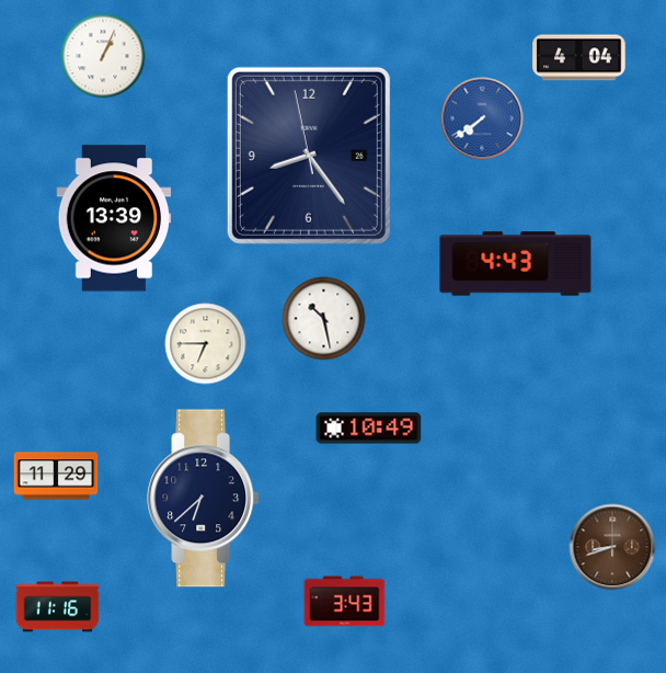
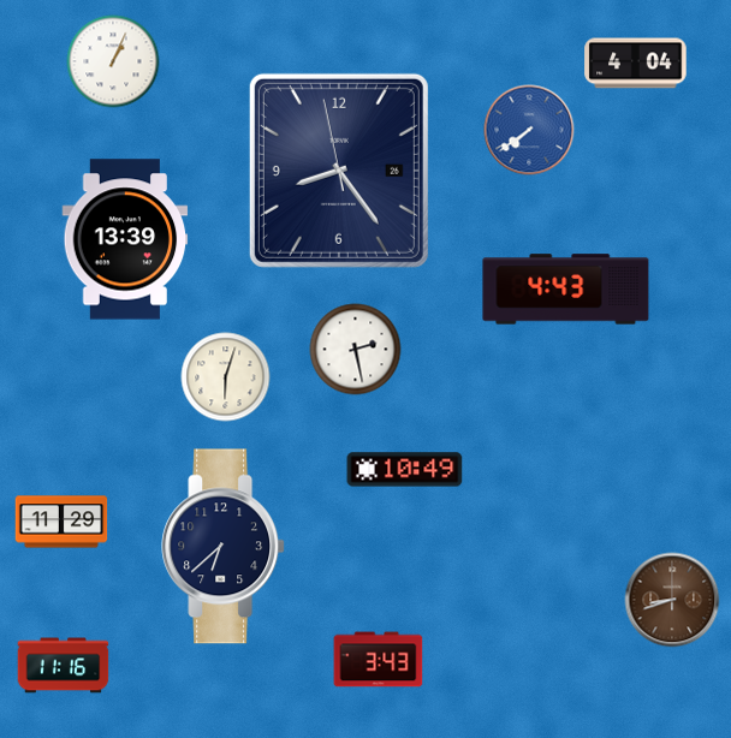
clock at (324, 319): 10:28 -> 2:28
clock at (206, 344): 6:45 -> 6:03
